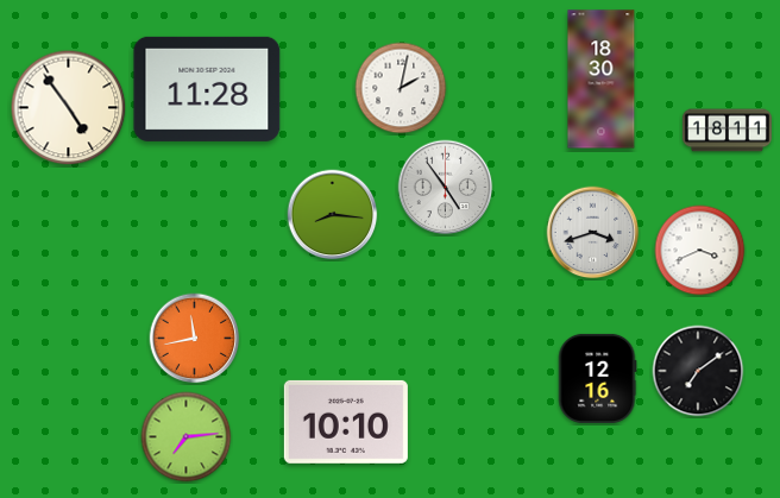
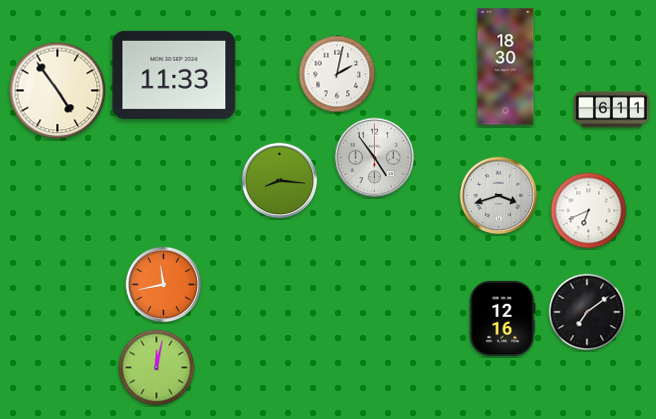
clock at (207, 89): 11:28 -> 11:33
clock at (726, 131): 18:11 -> 6:11
clock at (700, 251): 3:41 -> 6:41
clock at (346, 422): 10:10 -> none
clock at (187, 437): 7:14 -> 12:02
